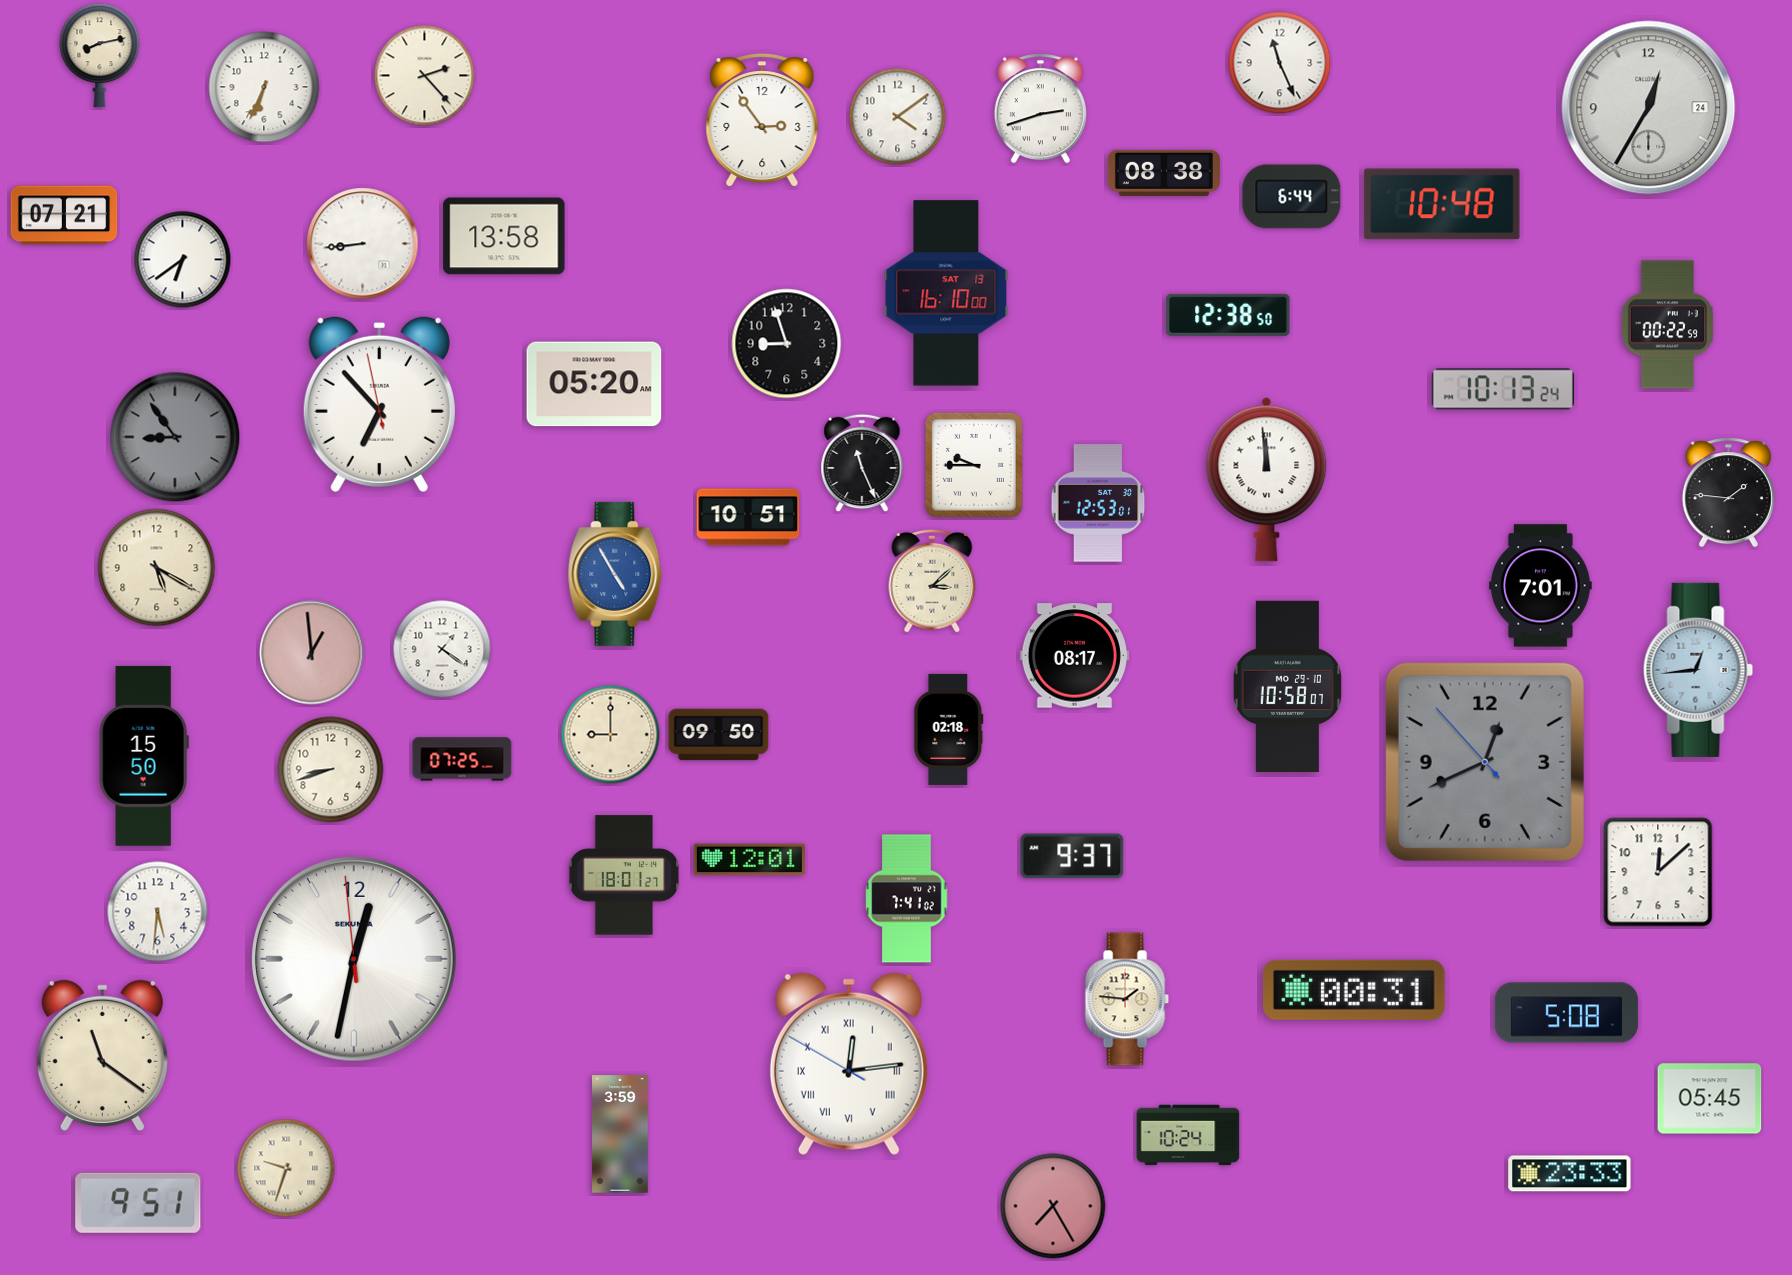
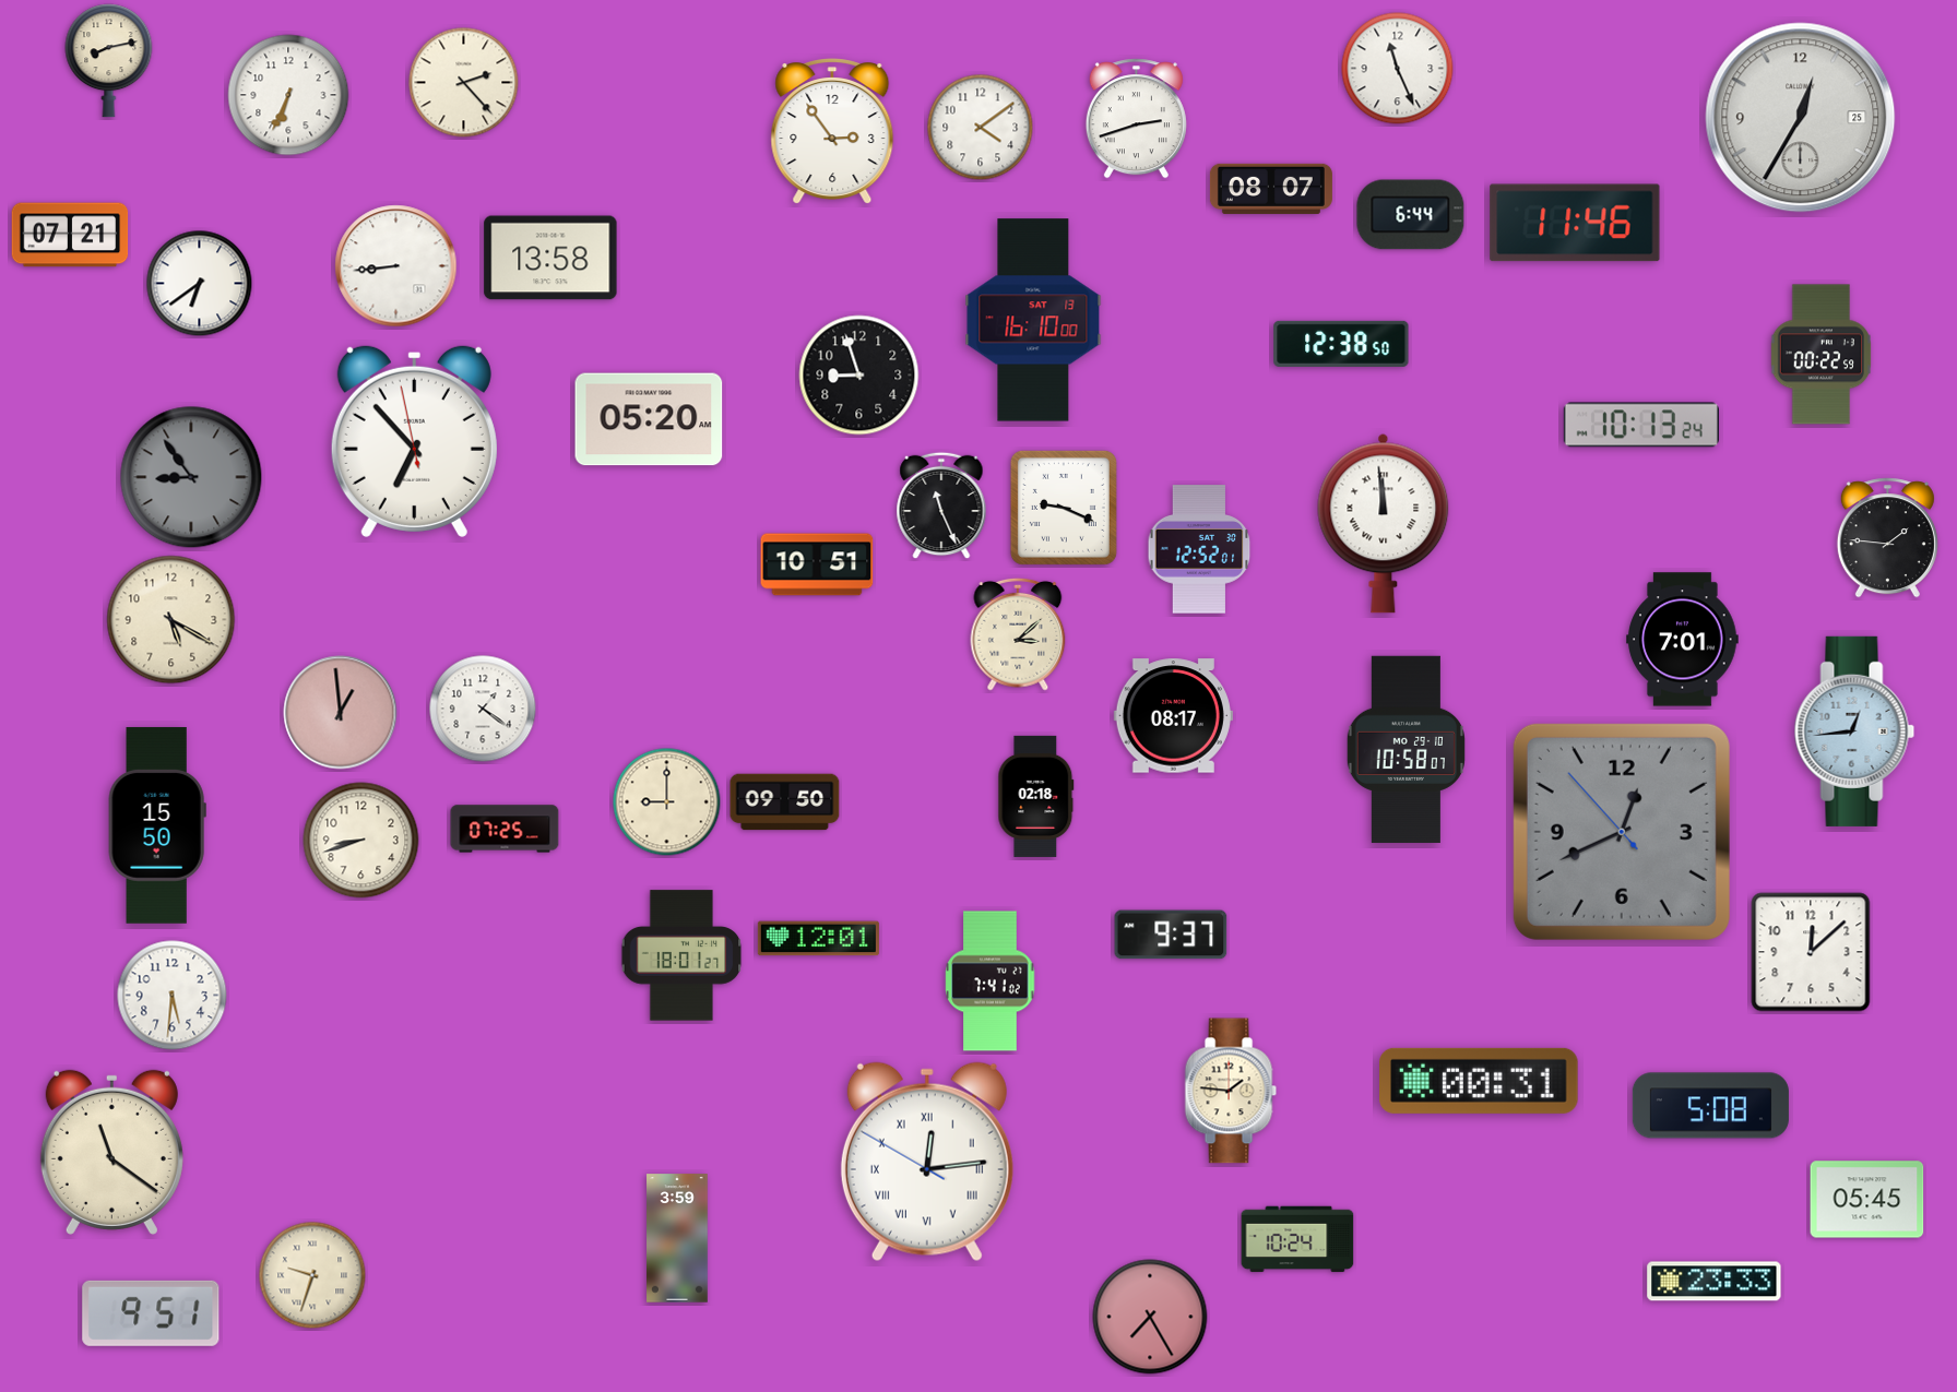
clock at (1649, 108) date: 24 -> 25
clock at (1164, 173): 08:38 -> 08:07
clock at (1442, 204): 10:48 -> 11:46
clock at (974, 465): 9:45 -> 9:19
clock at (1098, 503): 12:53 -> 12:52
clock at (615, 574): 4:55 -> none
clock at (355, 960): 12:31 -> none
